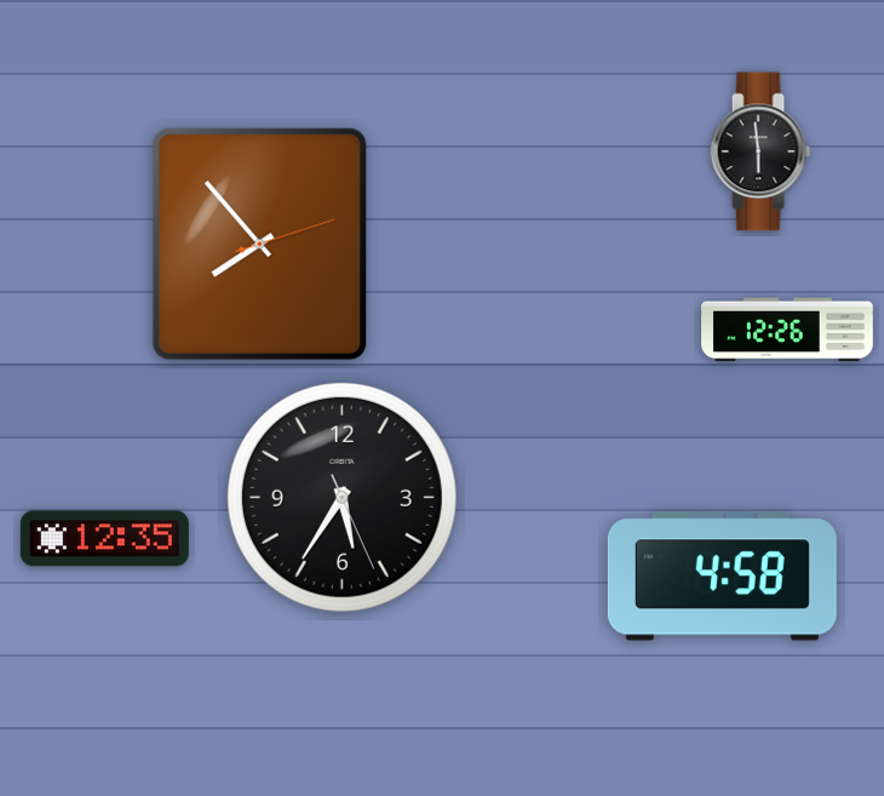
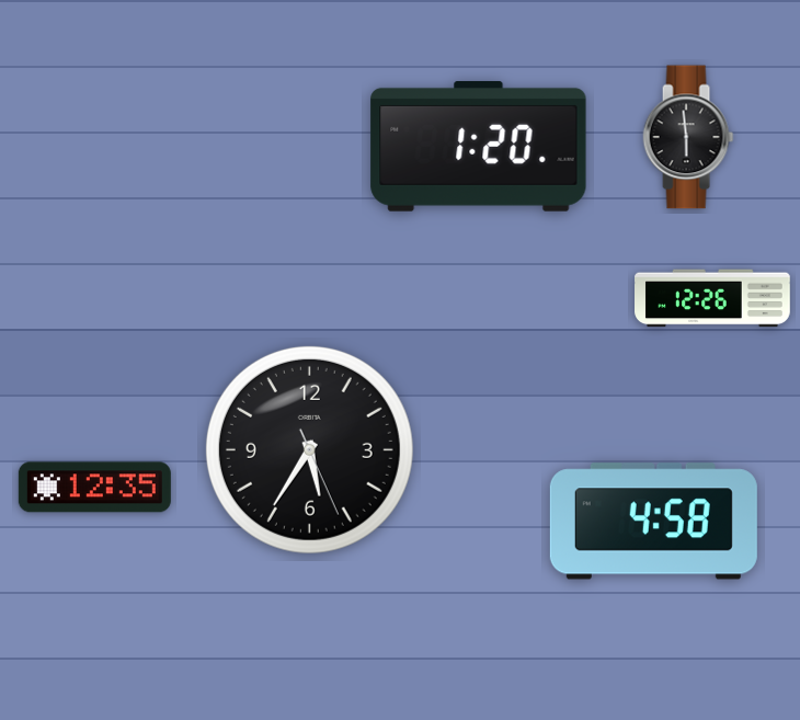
clock at (479, 146): none -> 1:20
clock at (260, 245): 7:53 -> none
